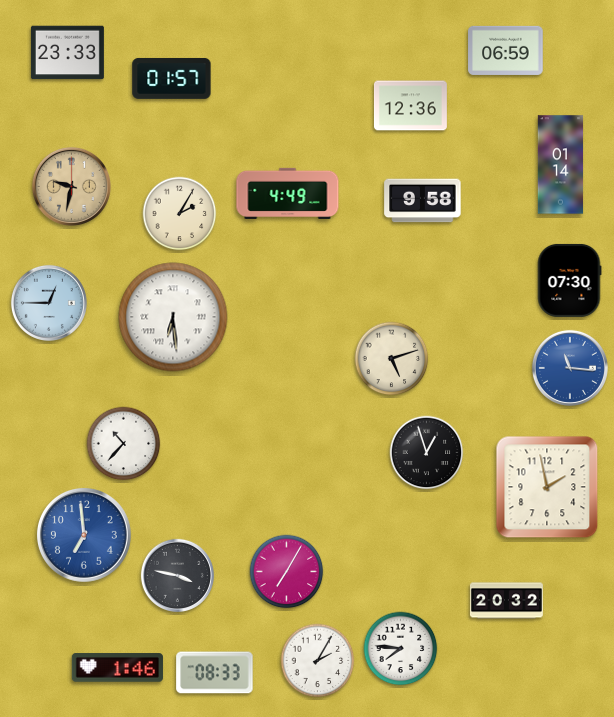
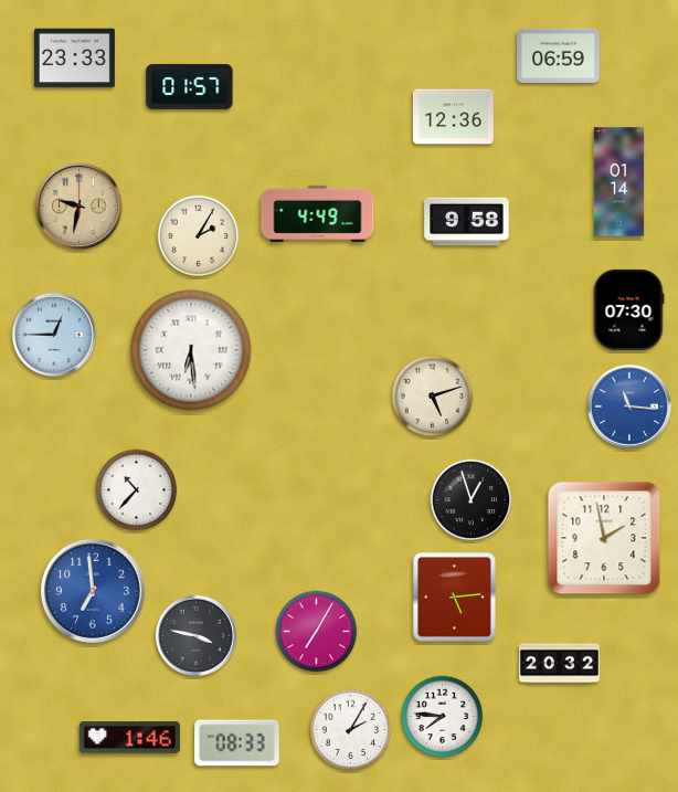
clock at (455, 598): none -> 5:14
